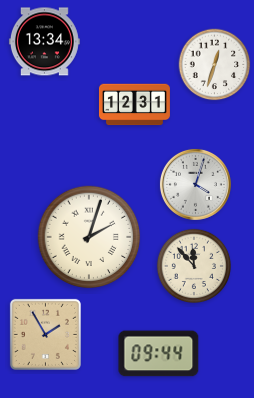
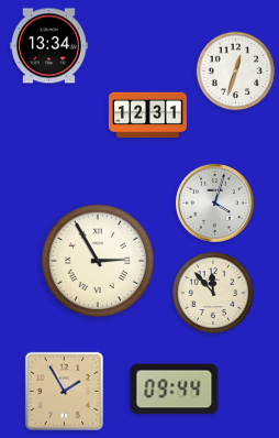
clock at (89, 237): 2:03 -> 2:55
clock at (45, 334) position: (45, 334) -> (64, 391)
